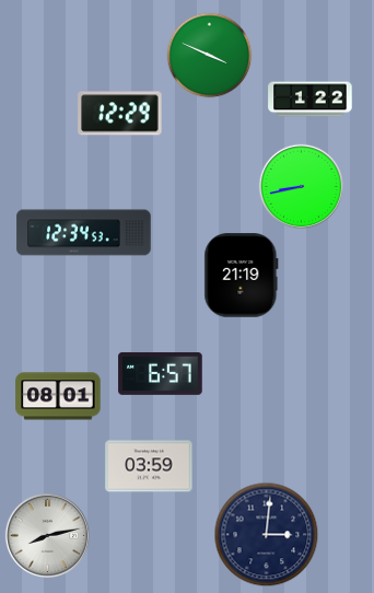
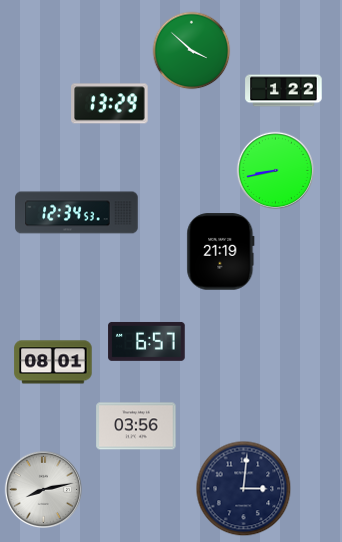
clock at (209, 55): 3:49 -> 3:52
clock at (120, 114): 12:29 -> 13:29
clock at (149, 466): 03:59 -> 03:56
